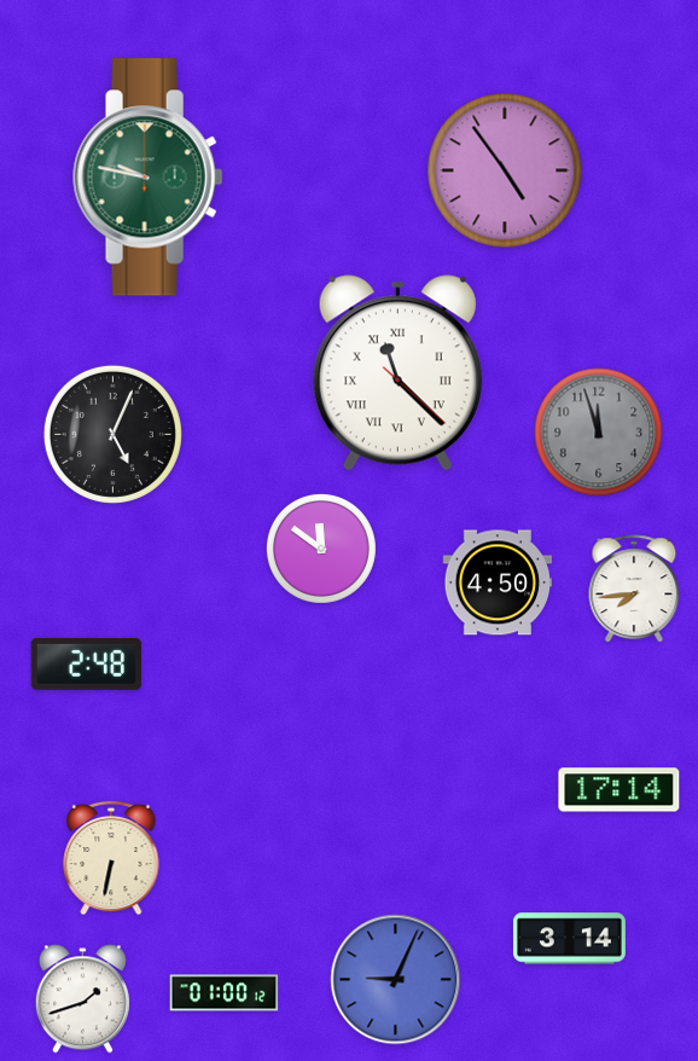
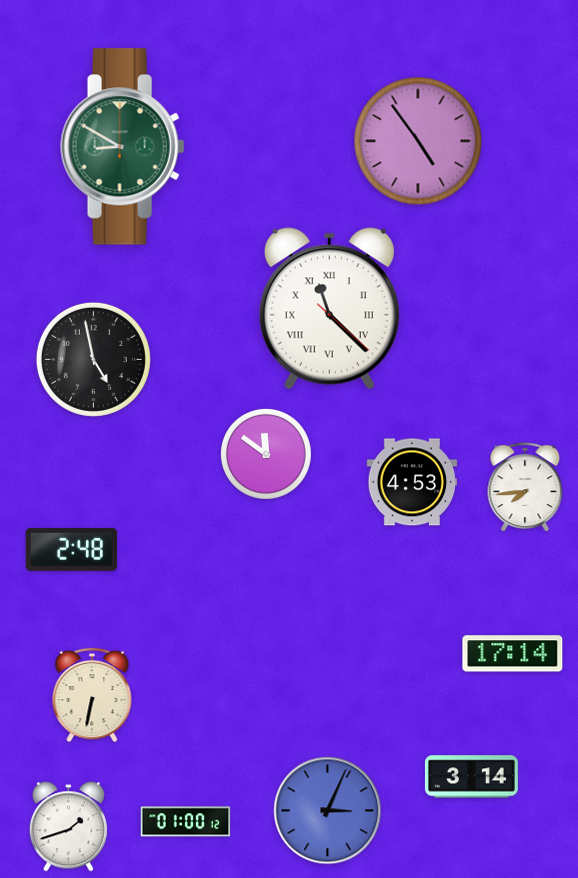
clock at (149, 178): 9:47 -> 8:50
clock at (599, 433): 11:57 -> none
clock at (112, 434): 5:04 -> 4:58
clock at (498, 582): 4:50 -> 4:53
clock at (111, 858) position: (111, 858) -> (92, 695)
clock at (396, 980): 9:04 -> 3:04
